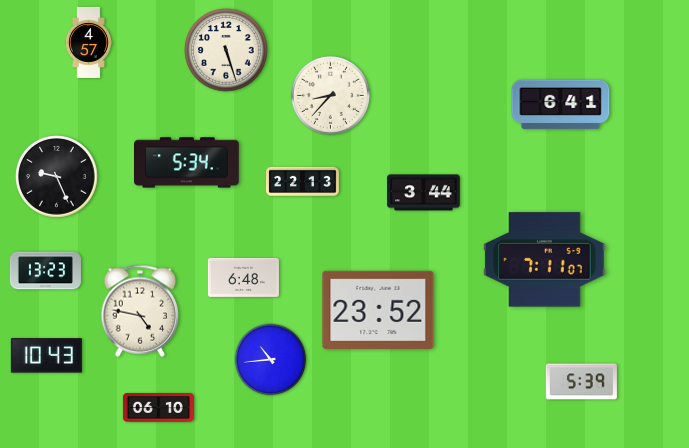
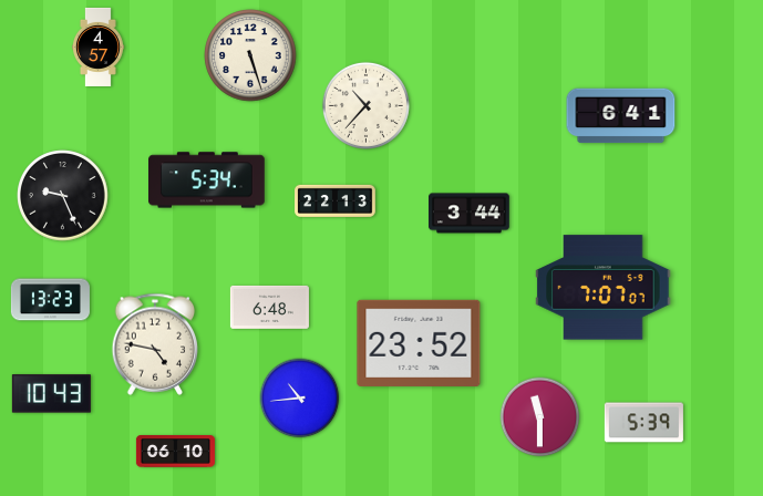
clock at (330, 95): 8:37 -> 10:37
clock at (545, 260): 7:11 -> 7:07
clock at (540, 417): none -> 11:30
